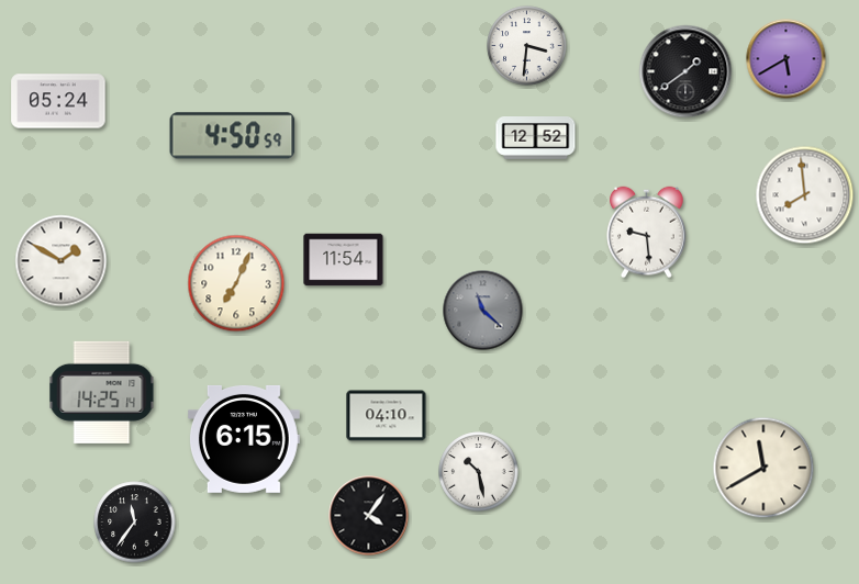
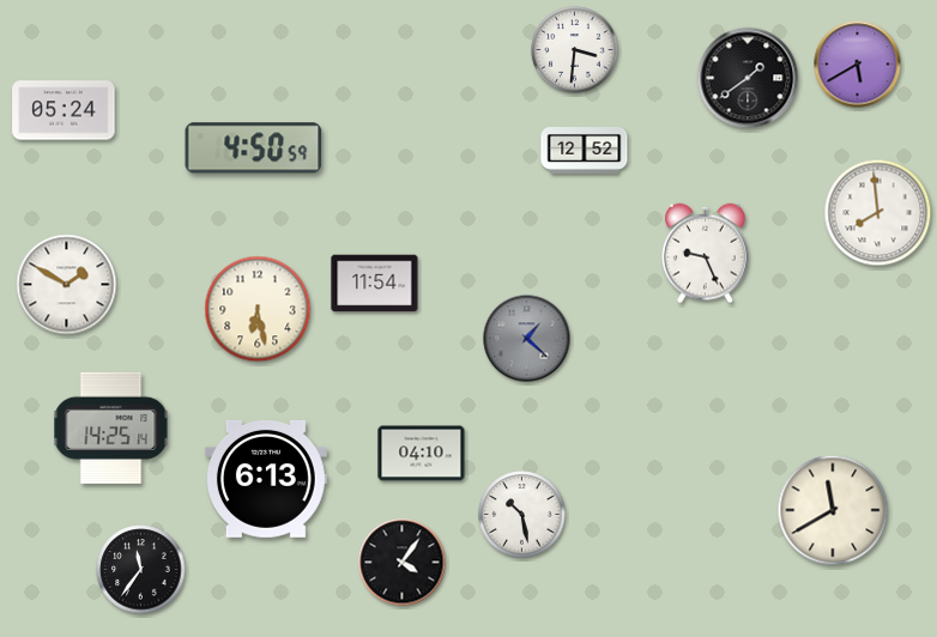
clock at (647, 233): 9:29 -> 9:26
clock at (236, 283): 7:04 -> 6:28
clock at (483, 311): 11:22 -> 1:22
clock at (244, 439): 6:15 -> 6:13
clock at (135, 523) position: (135, 523) -> (141, 570)
